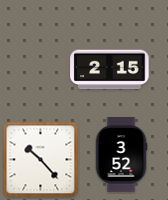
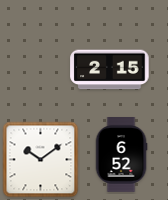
clock at (121, 155): 3:52 -> 6:52
clock at (41, 160): 10:23 -> 10:09
